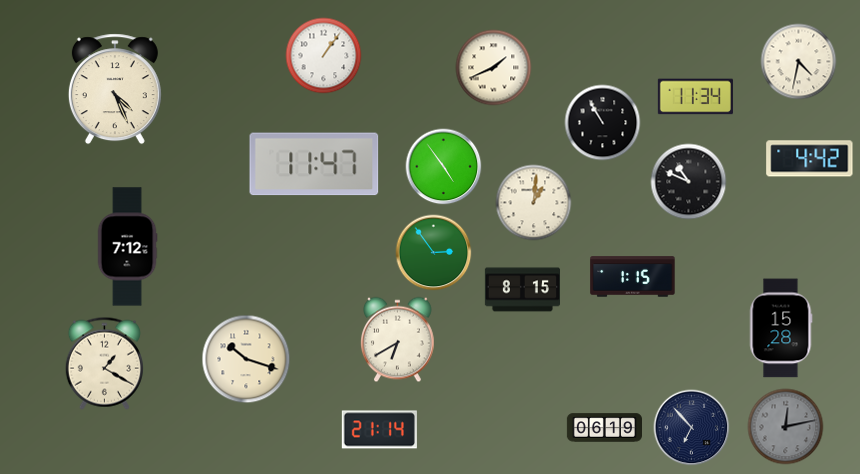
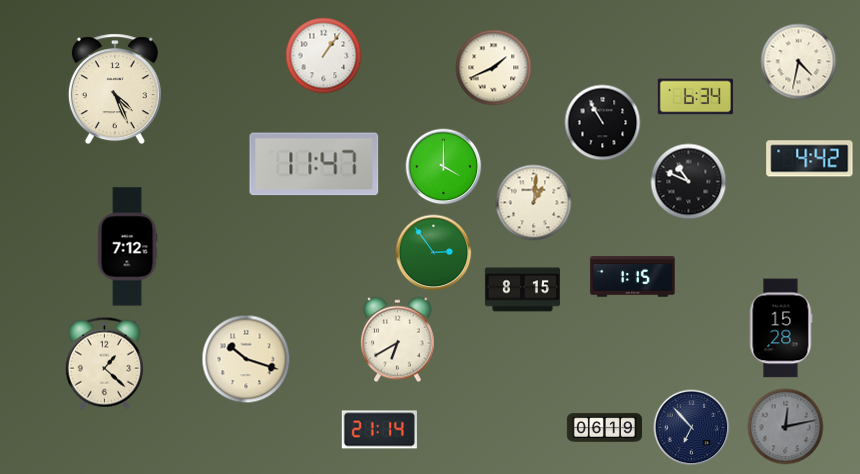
clock at (695, 97): 11:34 -> 6:34
clock at (444, 167): 4:54 -> 4:00
clock at (104, 363): 1:20 -> 1:22
